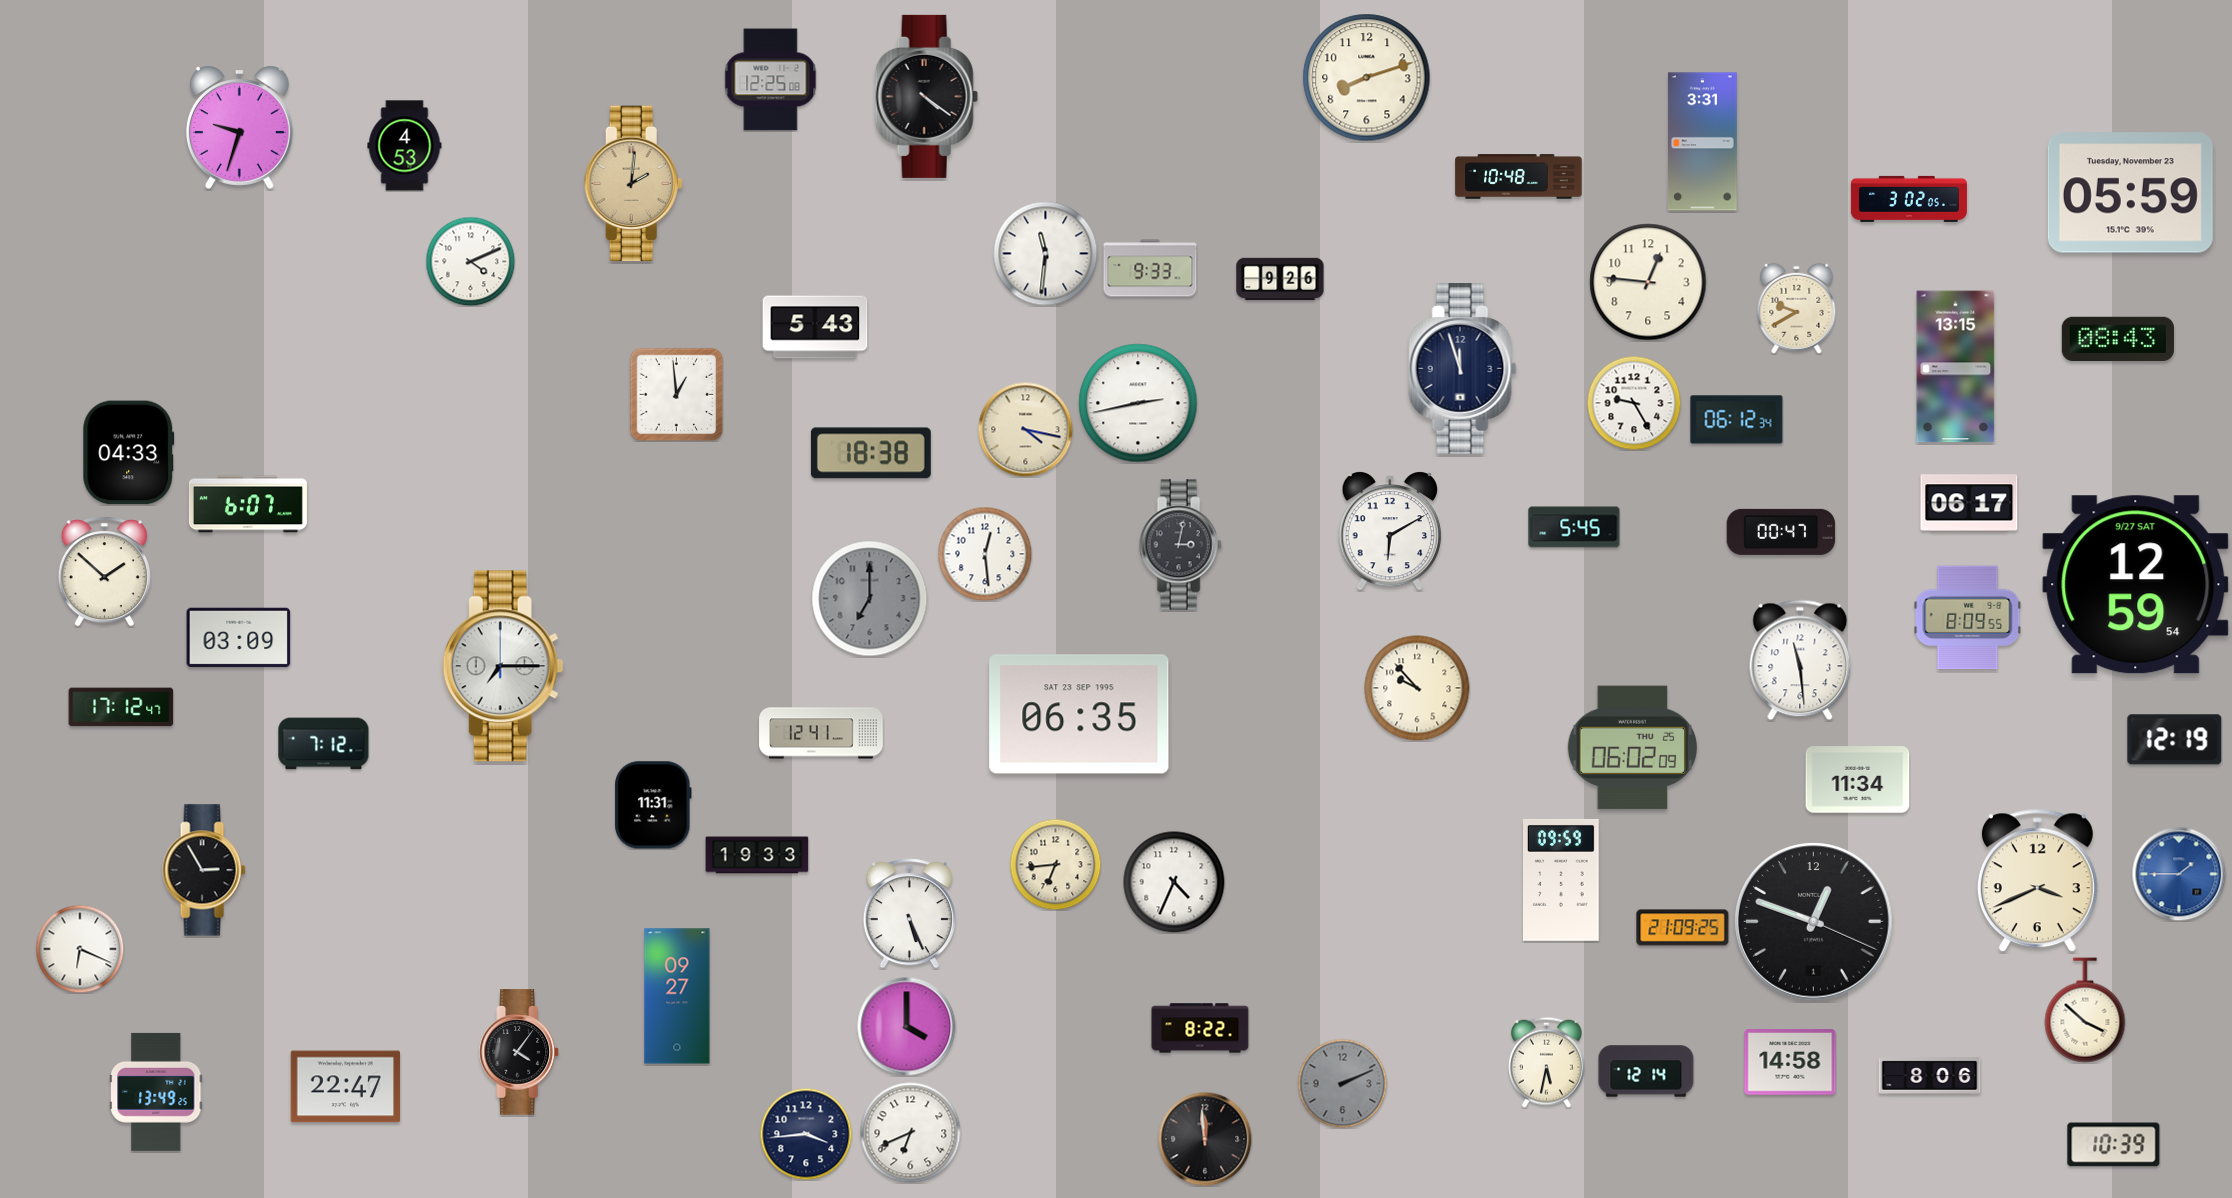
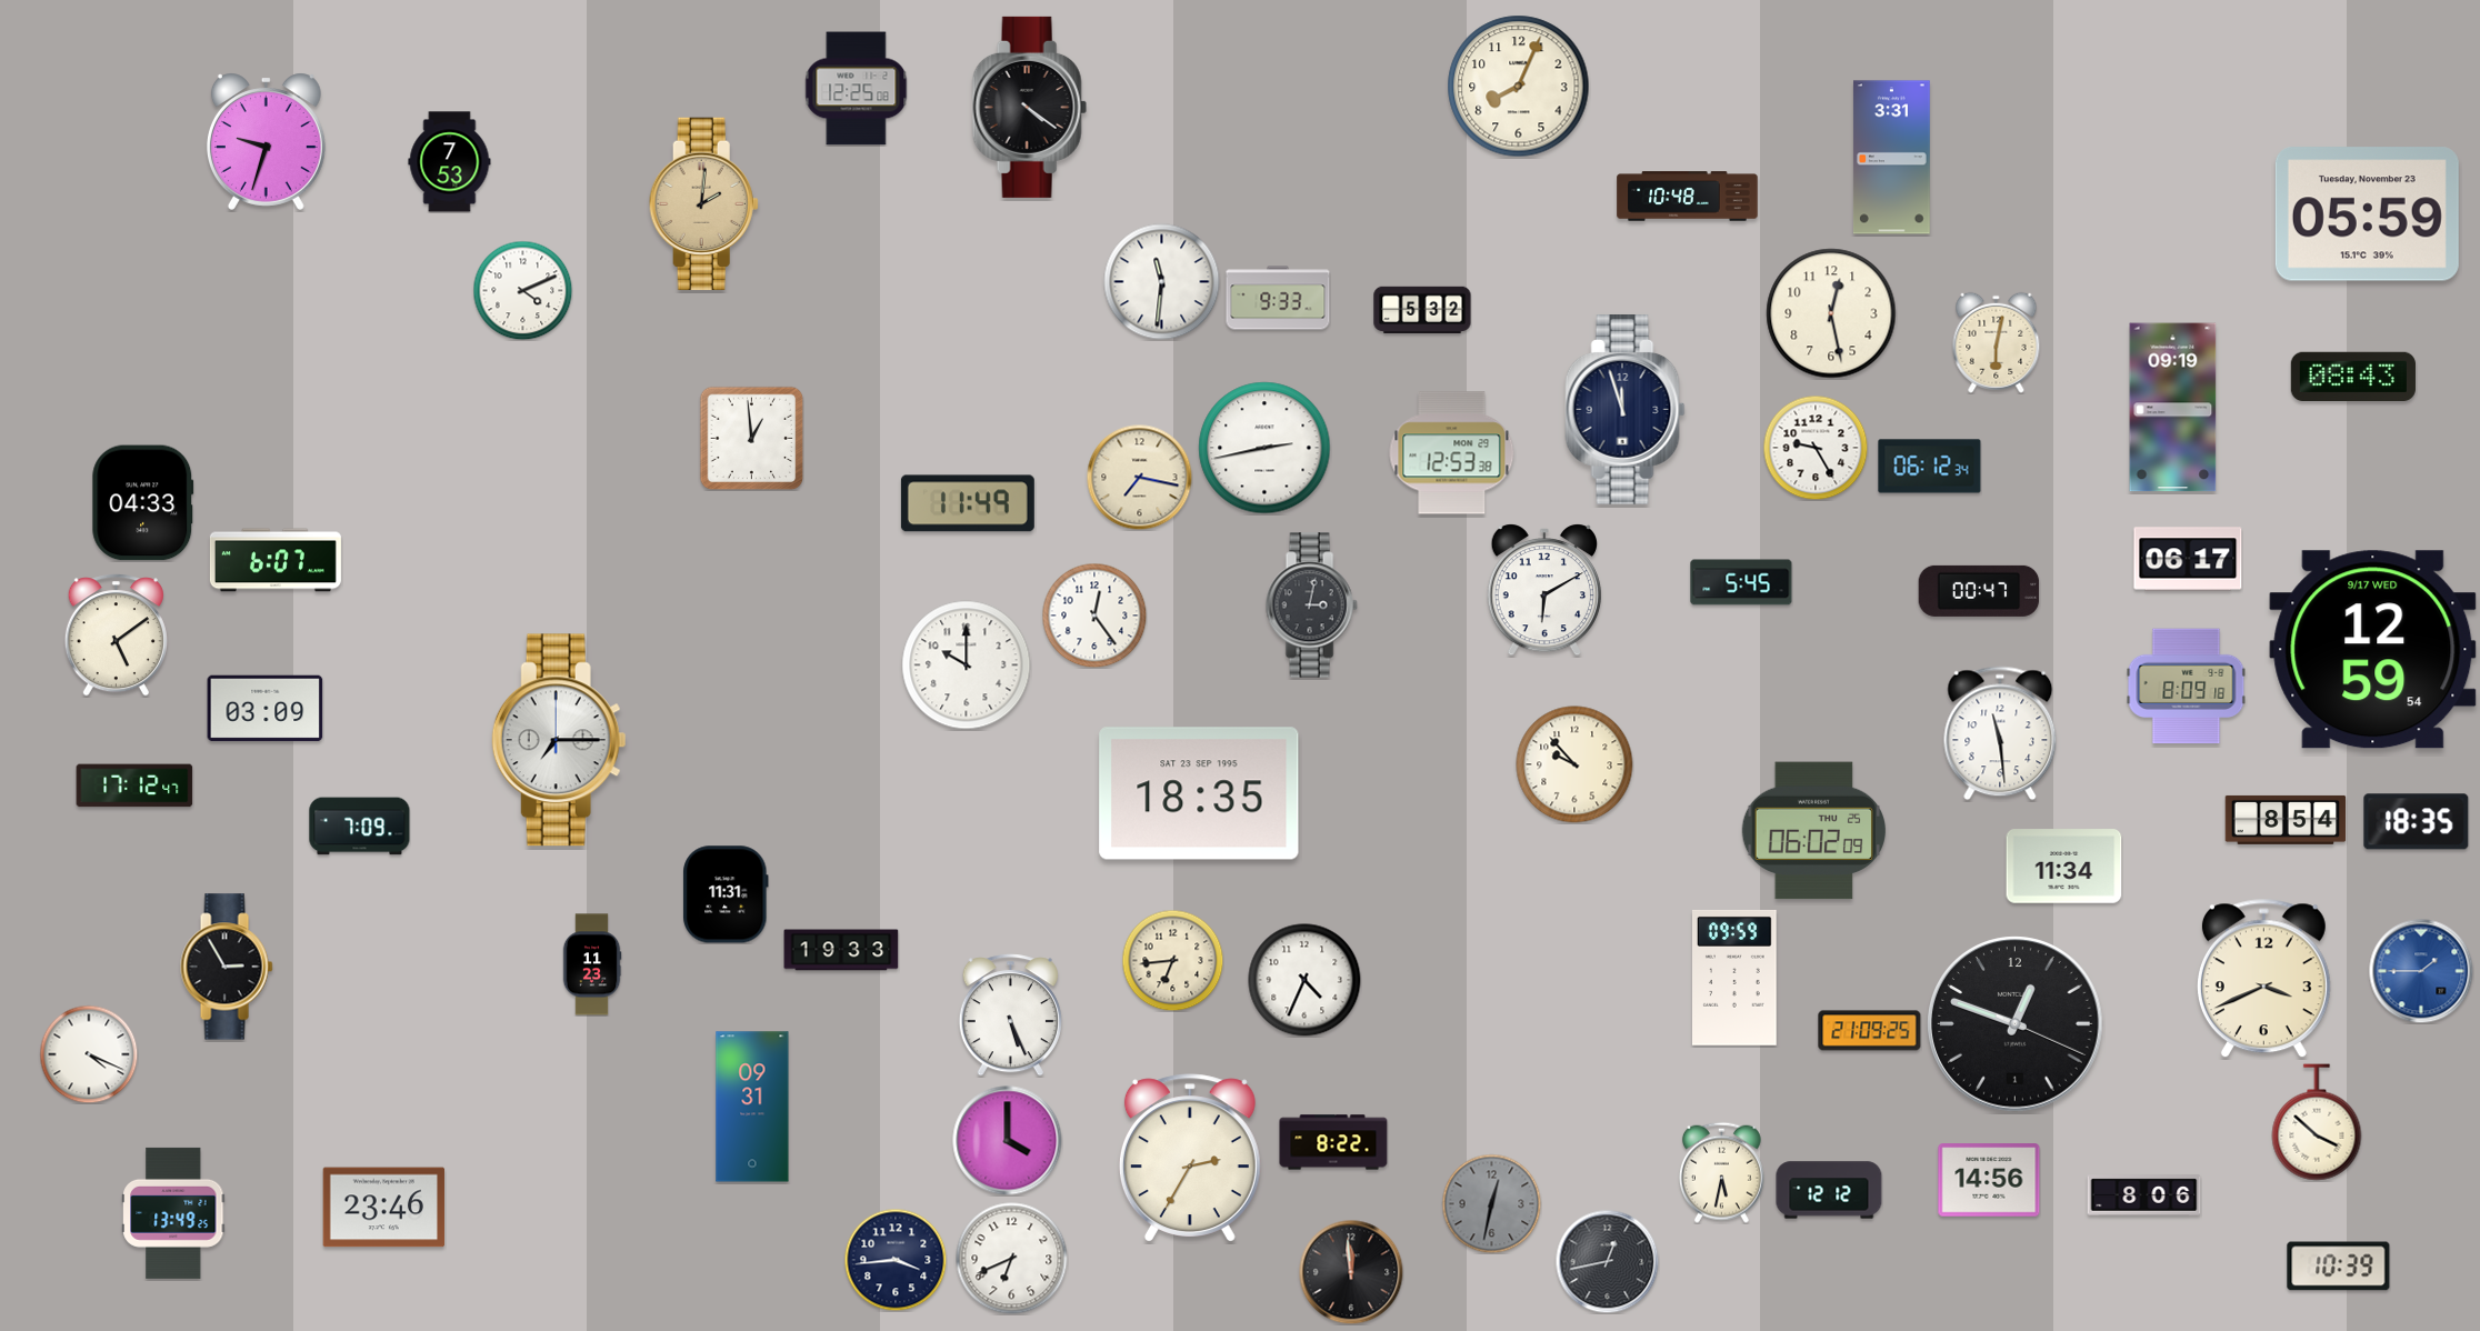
clock at (1367, 78): 8:12 -> 8:04
clock at (405, 146): 4:53 -> 7:53
clock at (1909, 199): 3:02 -> none
clock at (1280, 279): 9:26 -> 5:32
clock at (1648, 282): 12:46 -> 12:28
clock at (1797, 308): 9:40 -> 6:02
clock at (815, 327): 5:43 -> none
clock at (1956, 367): 13:15 -> 09:19
clock at (1452, 453): none -> 12:53
clock at (1025, 429): 4:17 -> 7:17
clock at (871, 453): 18:38 -> 11:49
clock at (1574, 527) position: (1574, 527) -> (1741, 582)
clock at (985, 554): 12:29 -> 12:24
clock at (104, 572): 1:52 -> 5:09
clock at (2136, 585) date: 9/27 SAT -> 9/17 WED
clock at (870, 599): 7:00 -> 10:00
clock at (870, 599) dial: grey -> white
clock at (1968, 618): 8:09:55 -> 8:09:18
clock at (1079, 714): 06:35 -> 18:35
clock at (821, 733): 12:41 -> none
clock at (2286, 820): none -> 8:54
clock at (2175, 740): 12:19 -> 18:35
clock at (324, 744): 7:12 -> 7:09
clock at (592, 964): none -> 11:23
clock at (80, 949): 6:19 -> 4:19
clock at (677, 996): 09:27 -> 09:31
clock at (1190, 1158): none -> 2:35
clock at (520, 1052): 4:06 -> none
clock at (1546, 1062) position: (1546, 1062) -> (1721, 1172)
clock at (1790, 1062): 14:58 -> 14:56
clock at (1646, 1071): 12:14 -> 12:12
clock at (1342, 1083): 2:11 -> 12:32
clock at (346, 1087): 22:47 -> 23:46
clock at (1607, 1261): none -> 12:43
clock at (1205, 1139) position: (1205, 1139) -> (1351, 1272)
clock at (2114, 1145) position: (2114, 1145) -> (2339, 1267)
